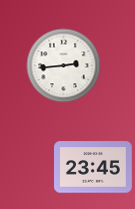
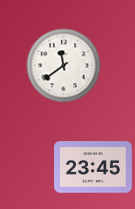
clock at (64, 66): 2:44 -> 11:39
